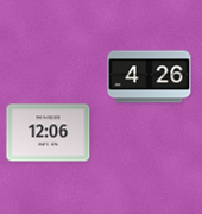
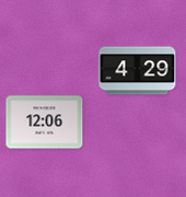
clock at (150, 77): 4:26 -> 4:29
